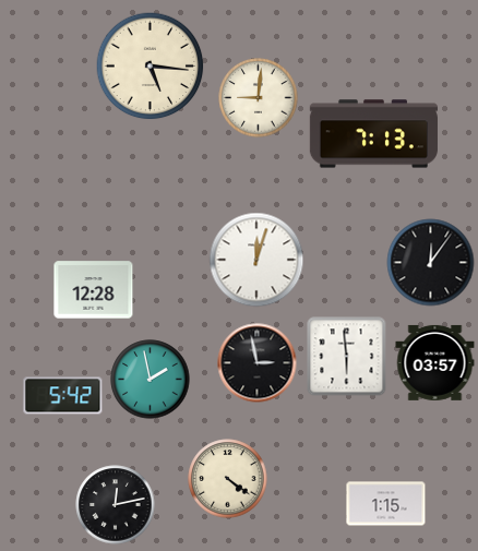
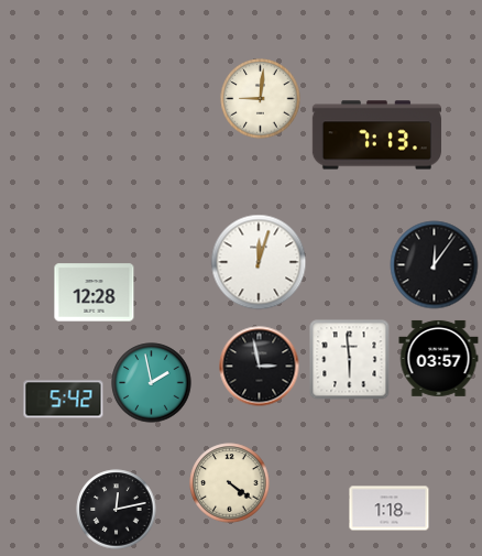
clock at (151, 67): 5:16 -> none
clock at (435, 362) position: (435, 362) -> (439, 358)
clock at (386, 504): 1:15 -> 1:18
